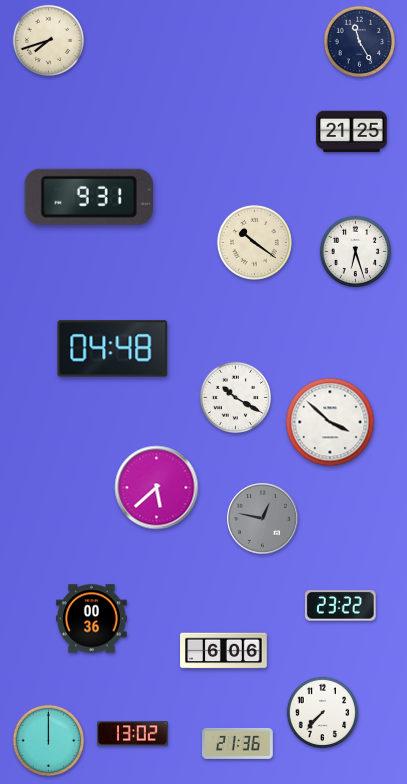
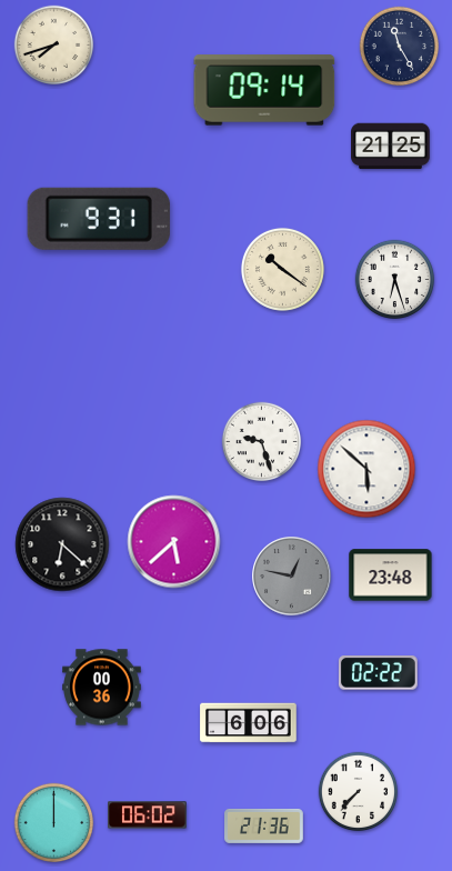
clock at (264, 90): none -> 09:14
clock at (113, 349): 04:48 -> none
clock at (236, 398): 10:20 -> 9:27
clock at (330, 422): 3:52 -> 5:52
clock at (62, 544): none -> 6:22
clock at (391, 575): none -> 23:48
clock at (340, 606): 23:22 -> 02:22
clock at (133, 734): 13:02 -> 06:02
